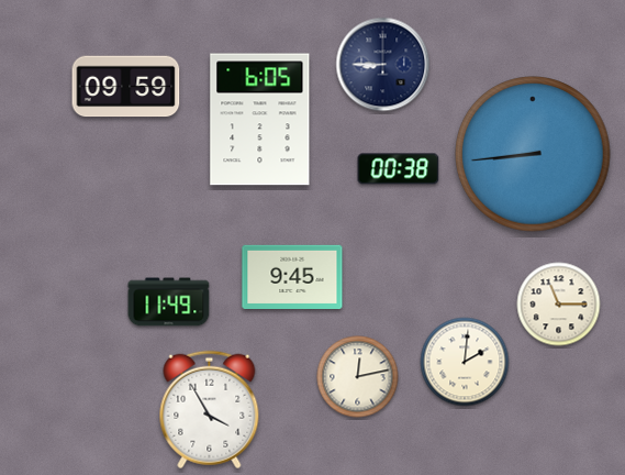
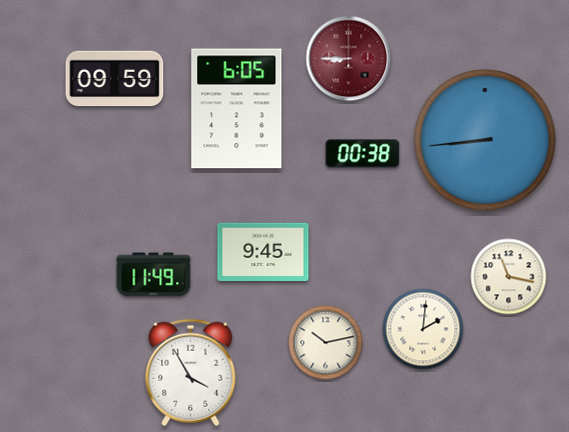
clock at (383, 65) dial: navy -> burgundy
clock at (292, 276) position: (292, 276) -> (263, 251)
clock at (559, 305): 11:15 -> 11:17
clock at (358, 377): 12:13 -> 10:13
